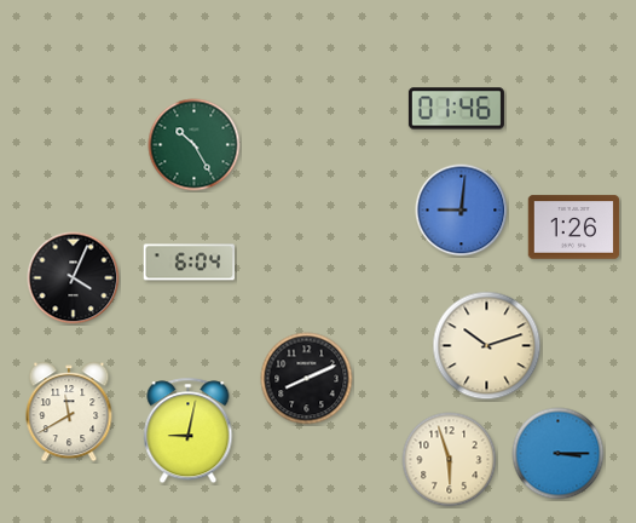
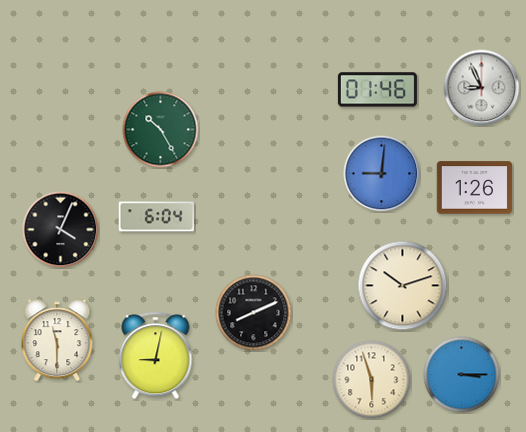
clock at (482, 88): none -> 8:56
clock at (195, 145) position: (195, 145) -> (161, 130)
clock at (69, 412): 11:40 -> 11:30
